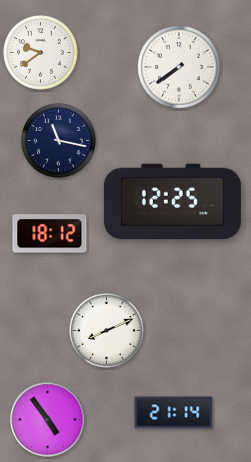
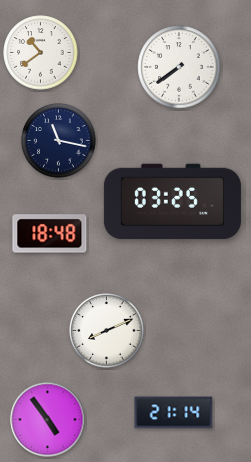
clock at (41, 53): 9:39 -> 10:39
clock at (172, 202): 12:25 -> 03:25
clock at (50, 234): 18:12 -> 18:48
